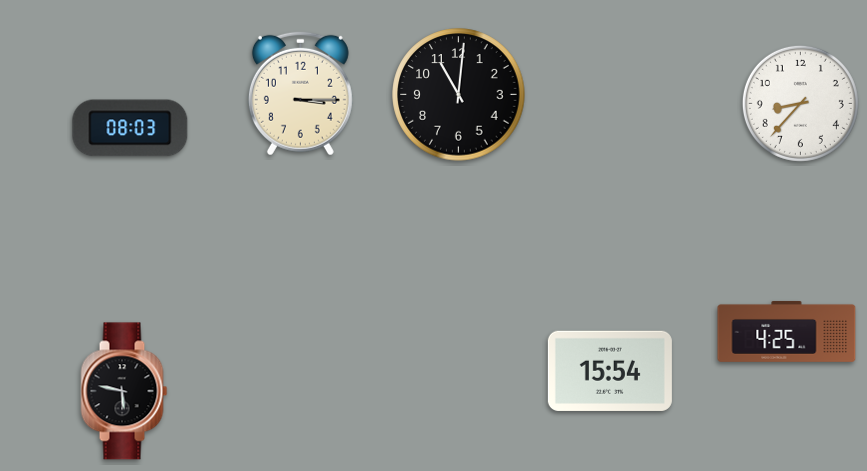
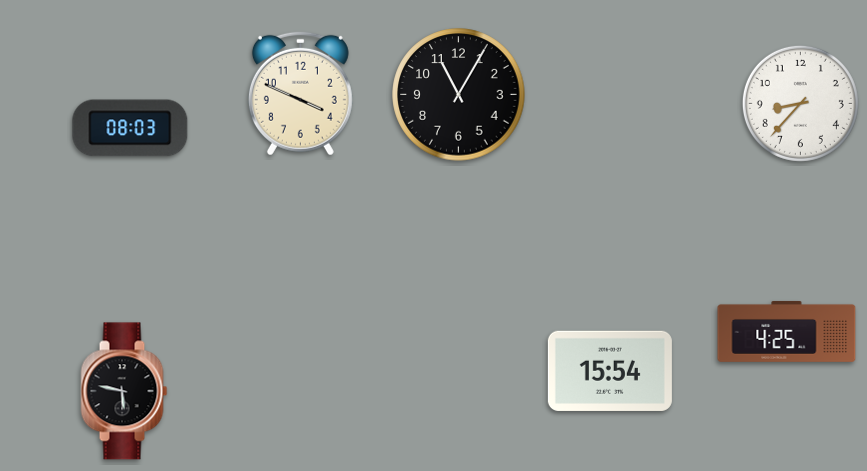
clock at (300, 93): 3:15 -> 3:49
clock at (459, 95): 11:01 -> 11:05
